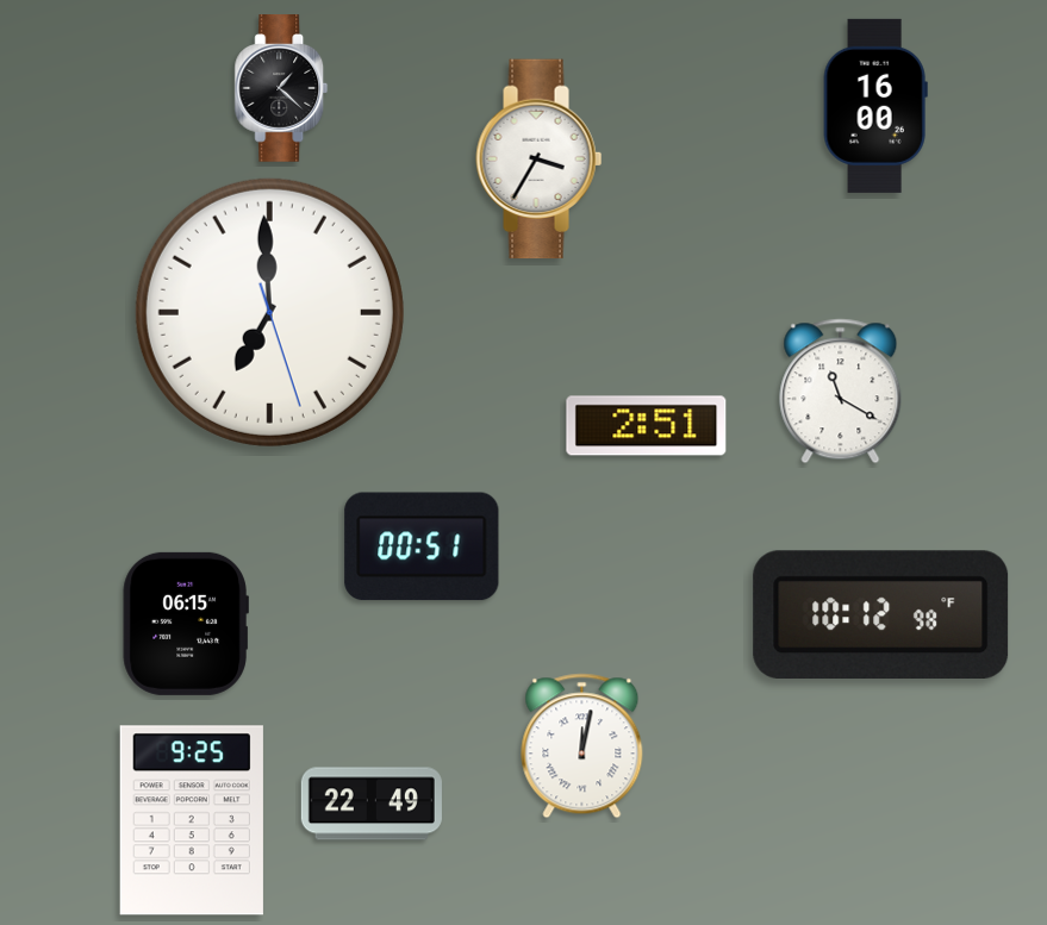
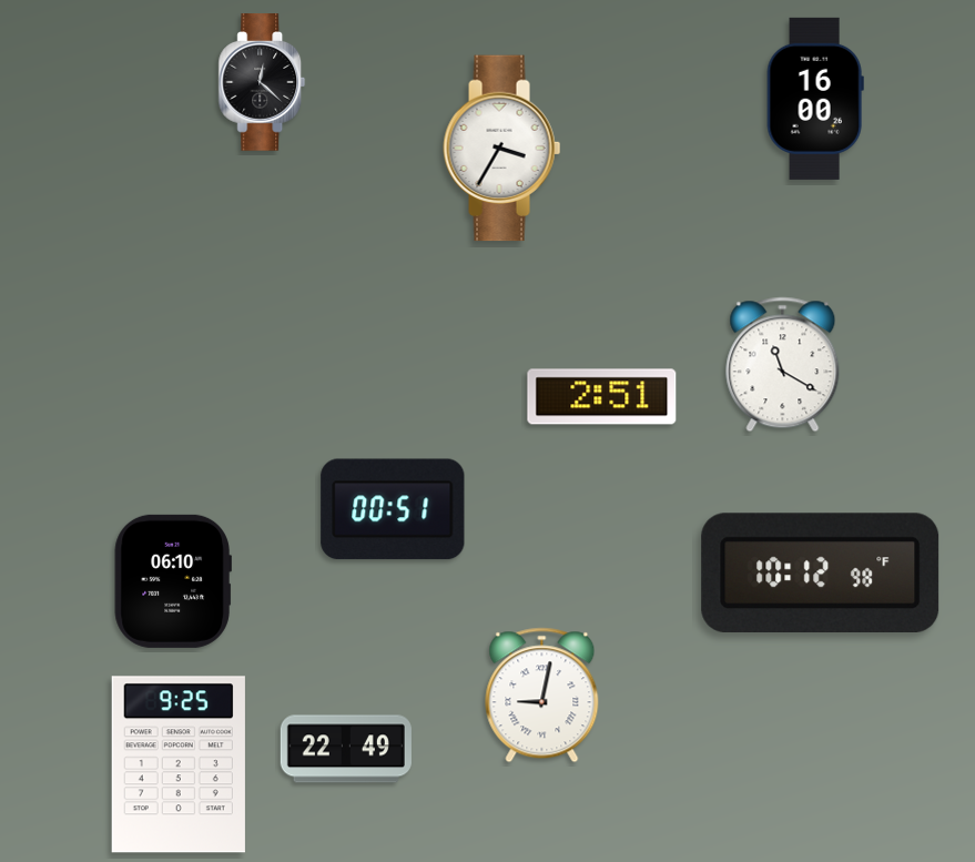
clock at (281, 88): 1:22 -> 12:22
clock at (269, 312): 6:59 -> none
clock at (186, 624): 06:15 -> 06:10
clock at (582, 746): 12:02 -> 9:02
